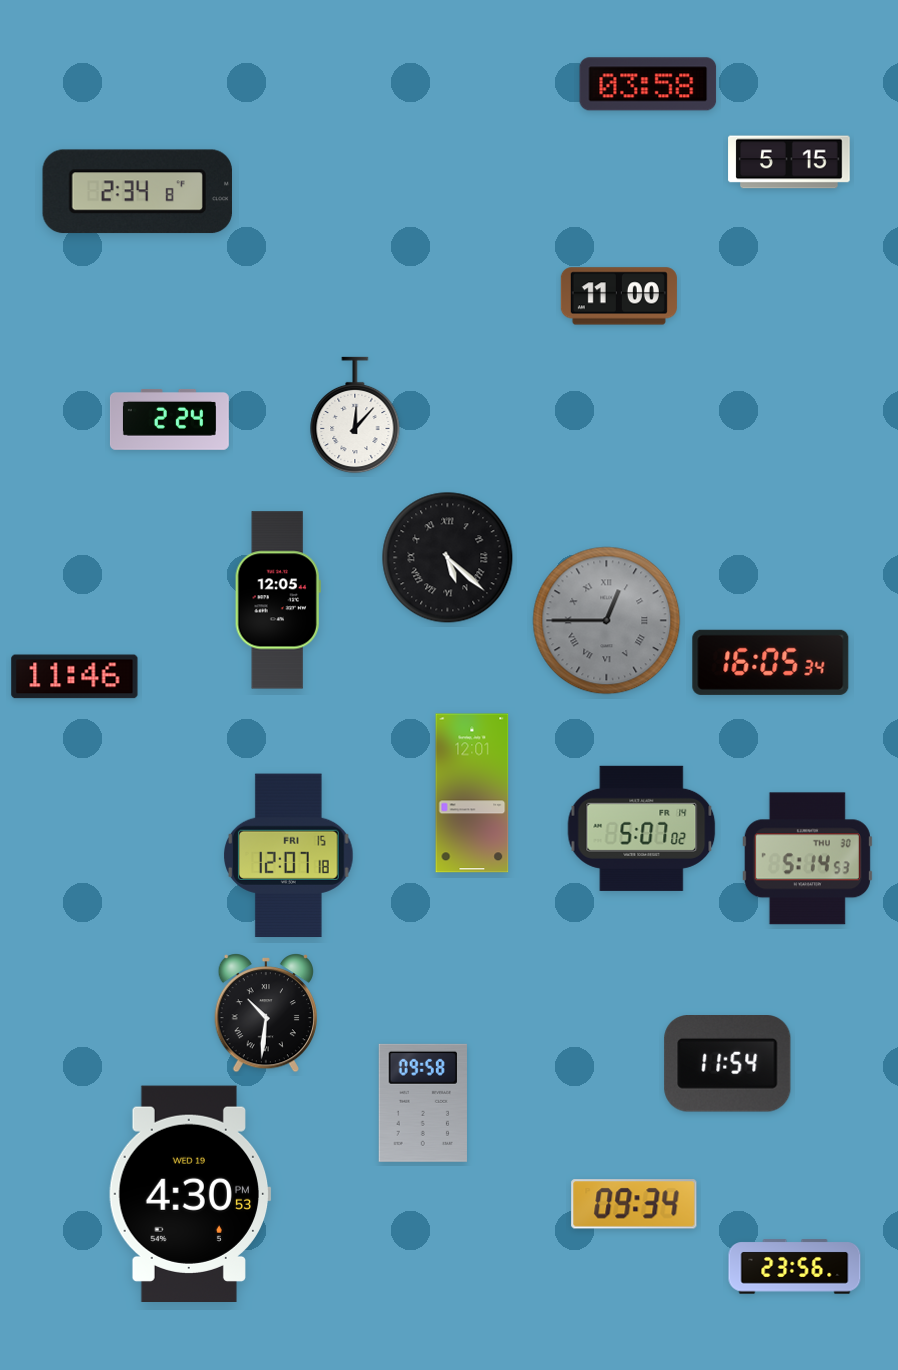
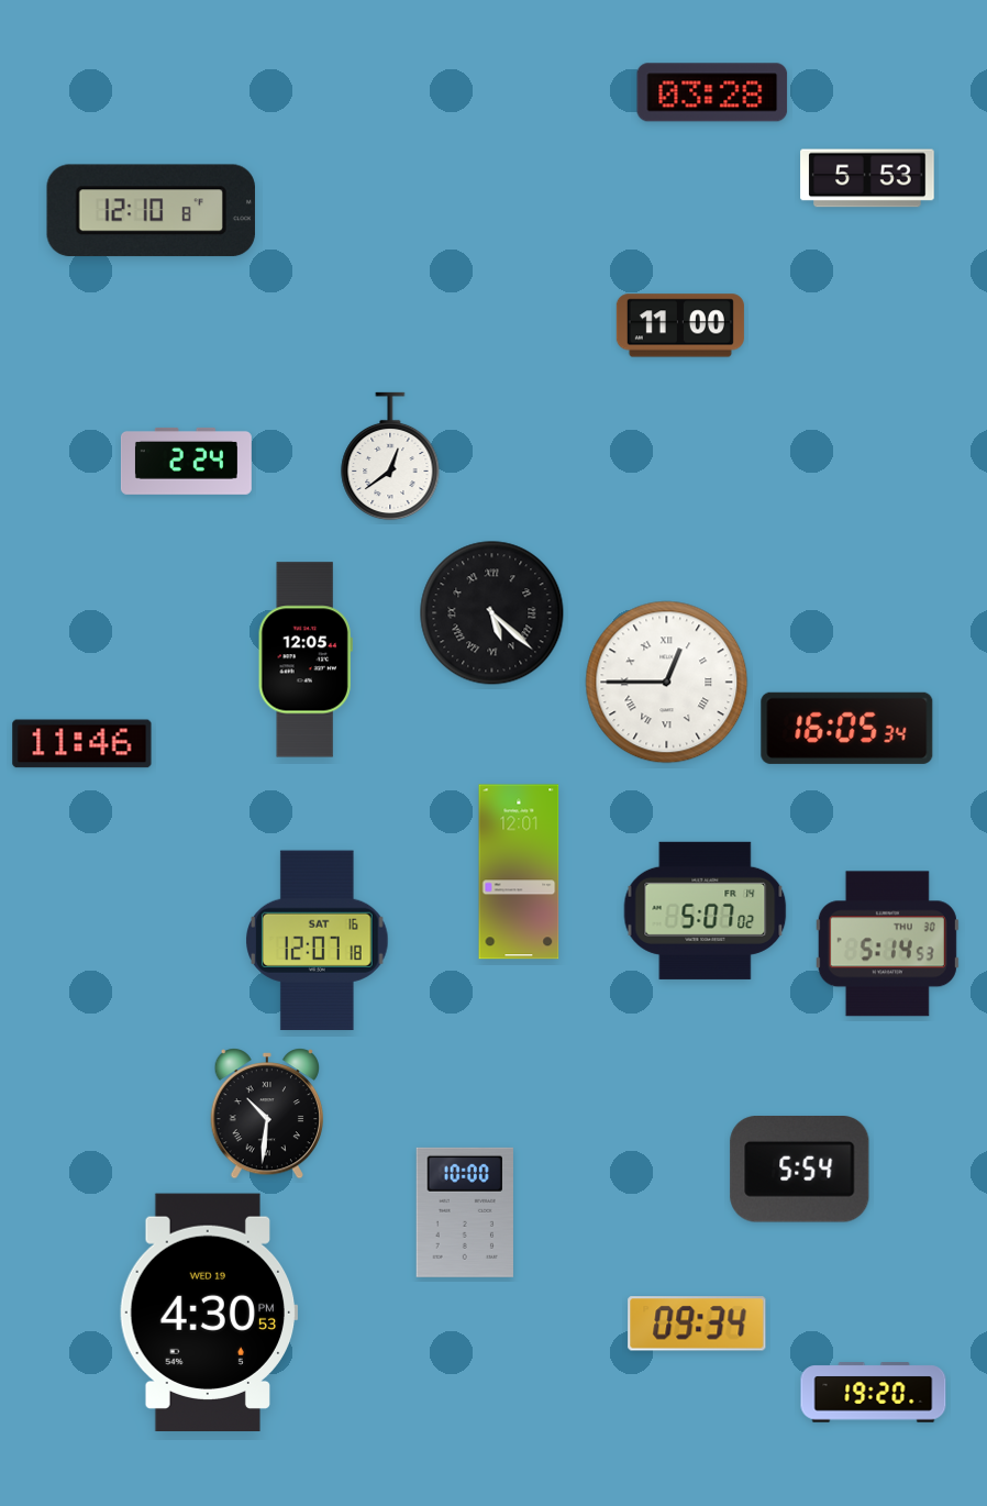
clock at (648, 84): 03:58 -> 03:28
clock at (789, 162): 5:15 -> 5:53
clock at (137, 192): 2:34 -> 12:10
clock at (355, 415): 12:07 -> 12:39
clock at (607, 621) dial: grey -> white
clock at (289, 856) date: FRI 15 -> SAT 16
clock at (265, 1014) position: (265, 1014) -> (266, 1115)
clock at (728, 1064): 11:54 -> 5:54
clock at (423, 1103): 09:58 -> 10:00
clock at (795, 1267): 23:56 -> 19:20
